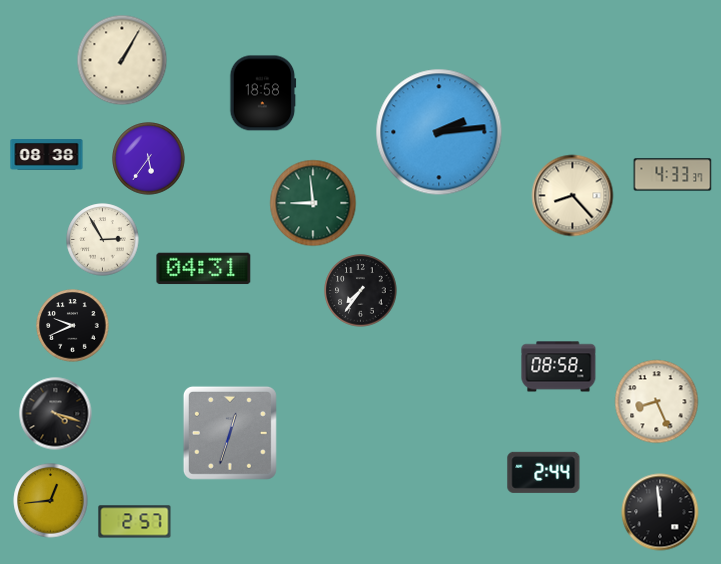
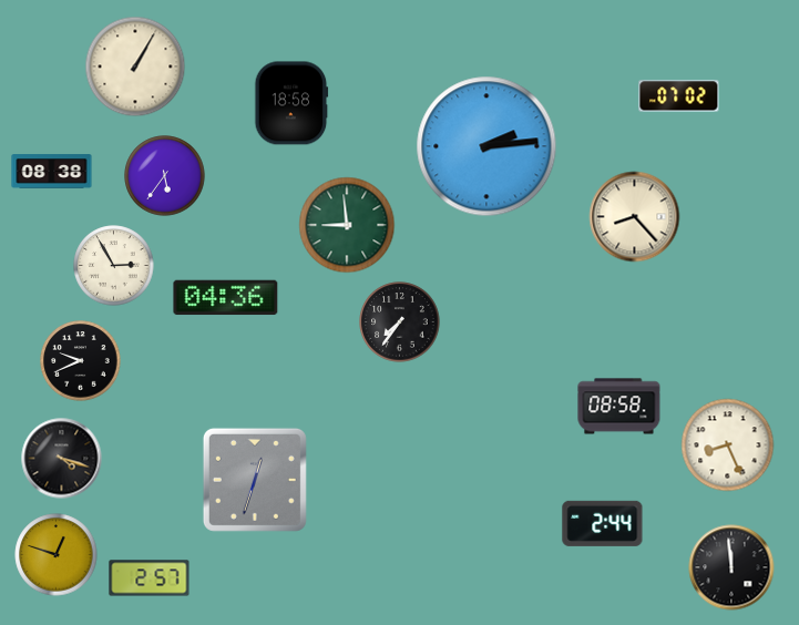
clock at (679, 96): none -> 07:02
clock at (673, 175): 4:33 -> none
clock at (204, 269): 04:31 -> 04:36
clock at (51, 501): 12:44 -> 12:48
